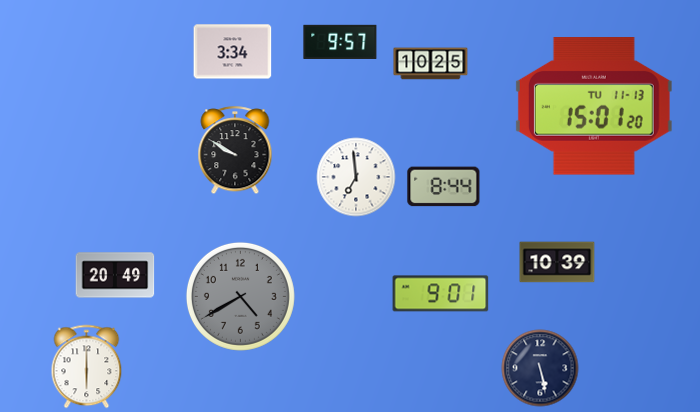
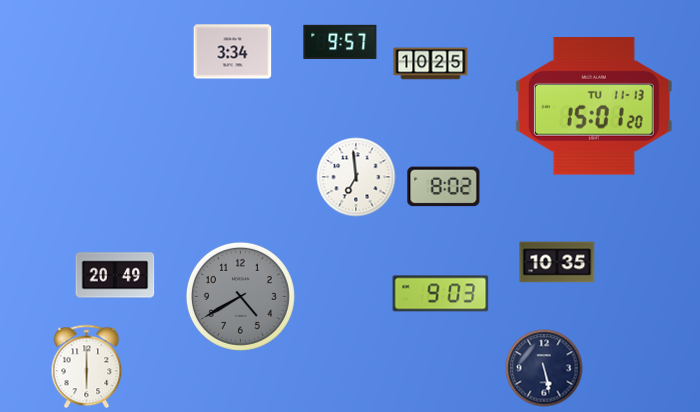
clock at (235, 151): 9:50 -> none
clock at (444, 187): 8:44 -> 8:02
clock at (557, 262): 10:39 -> 10:35
clock at (441, 294): 9:01 -> 9:03
clock at (540, 368) position: (540, 368) -> (544, 368)
